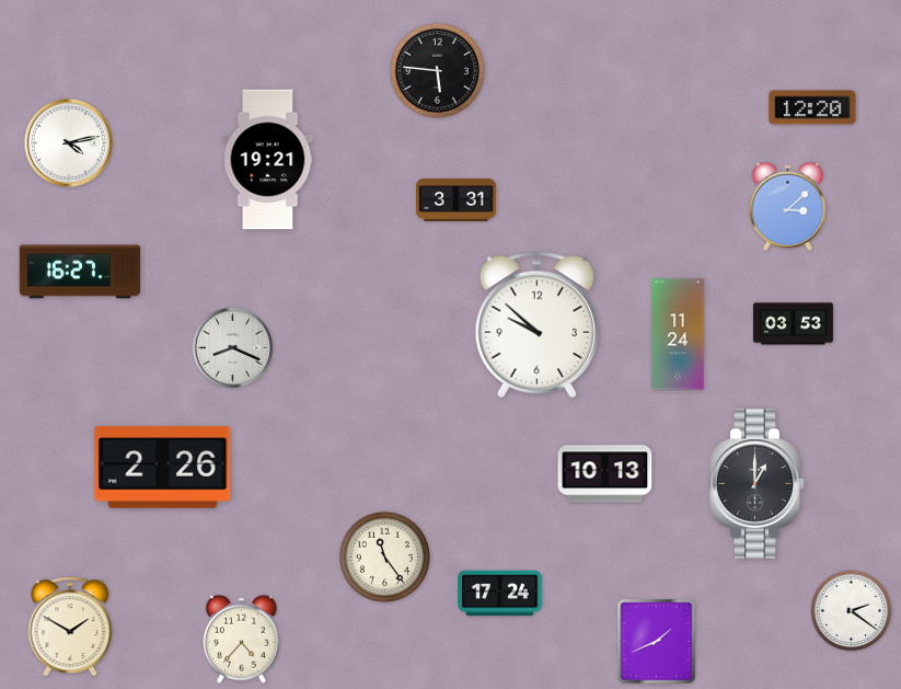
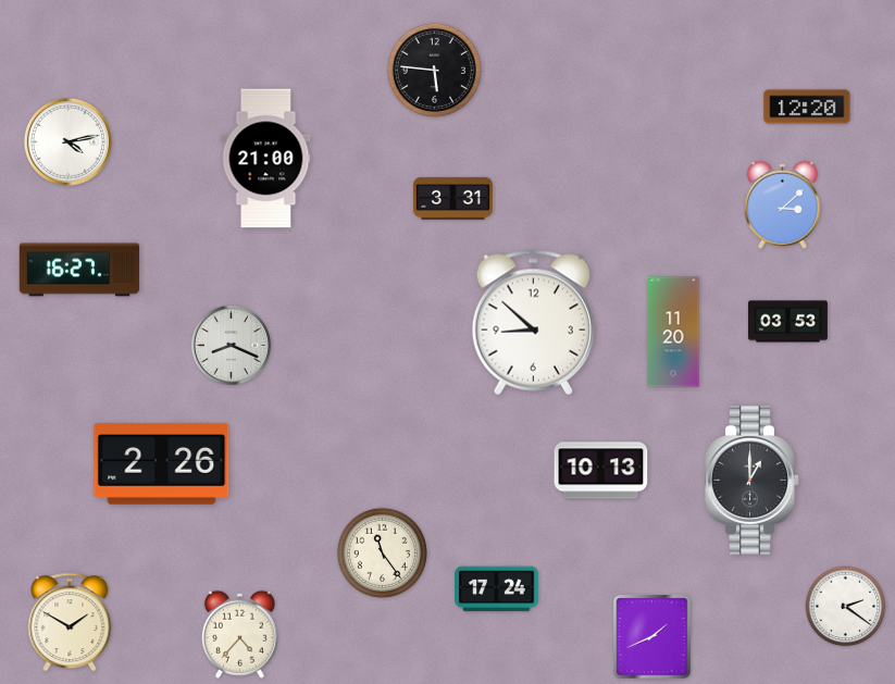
clock at (268, 160): 19:21 -> 21:00
clock at (536, 325): 9:52 -> 8:52
clock at (678, 334): 11:24 -> 11:20
